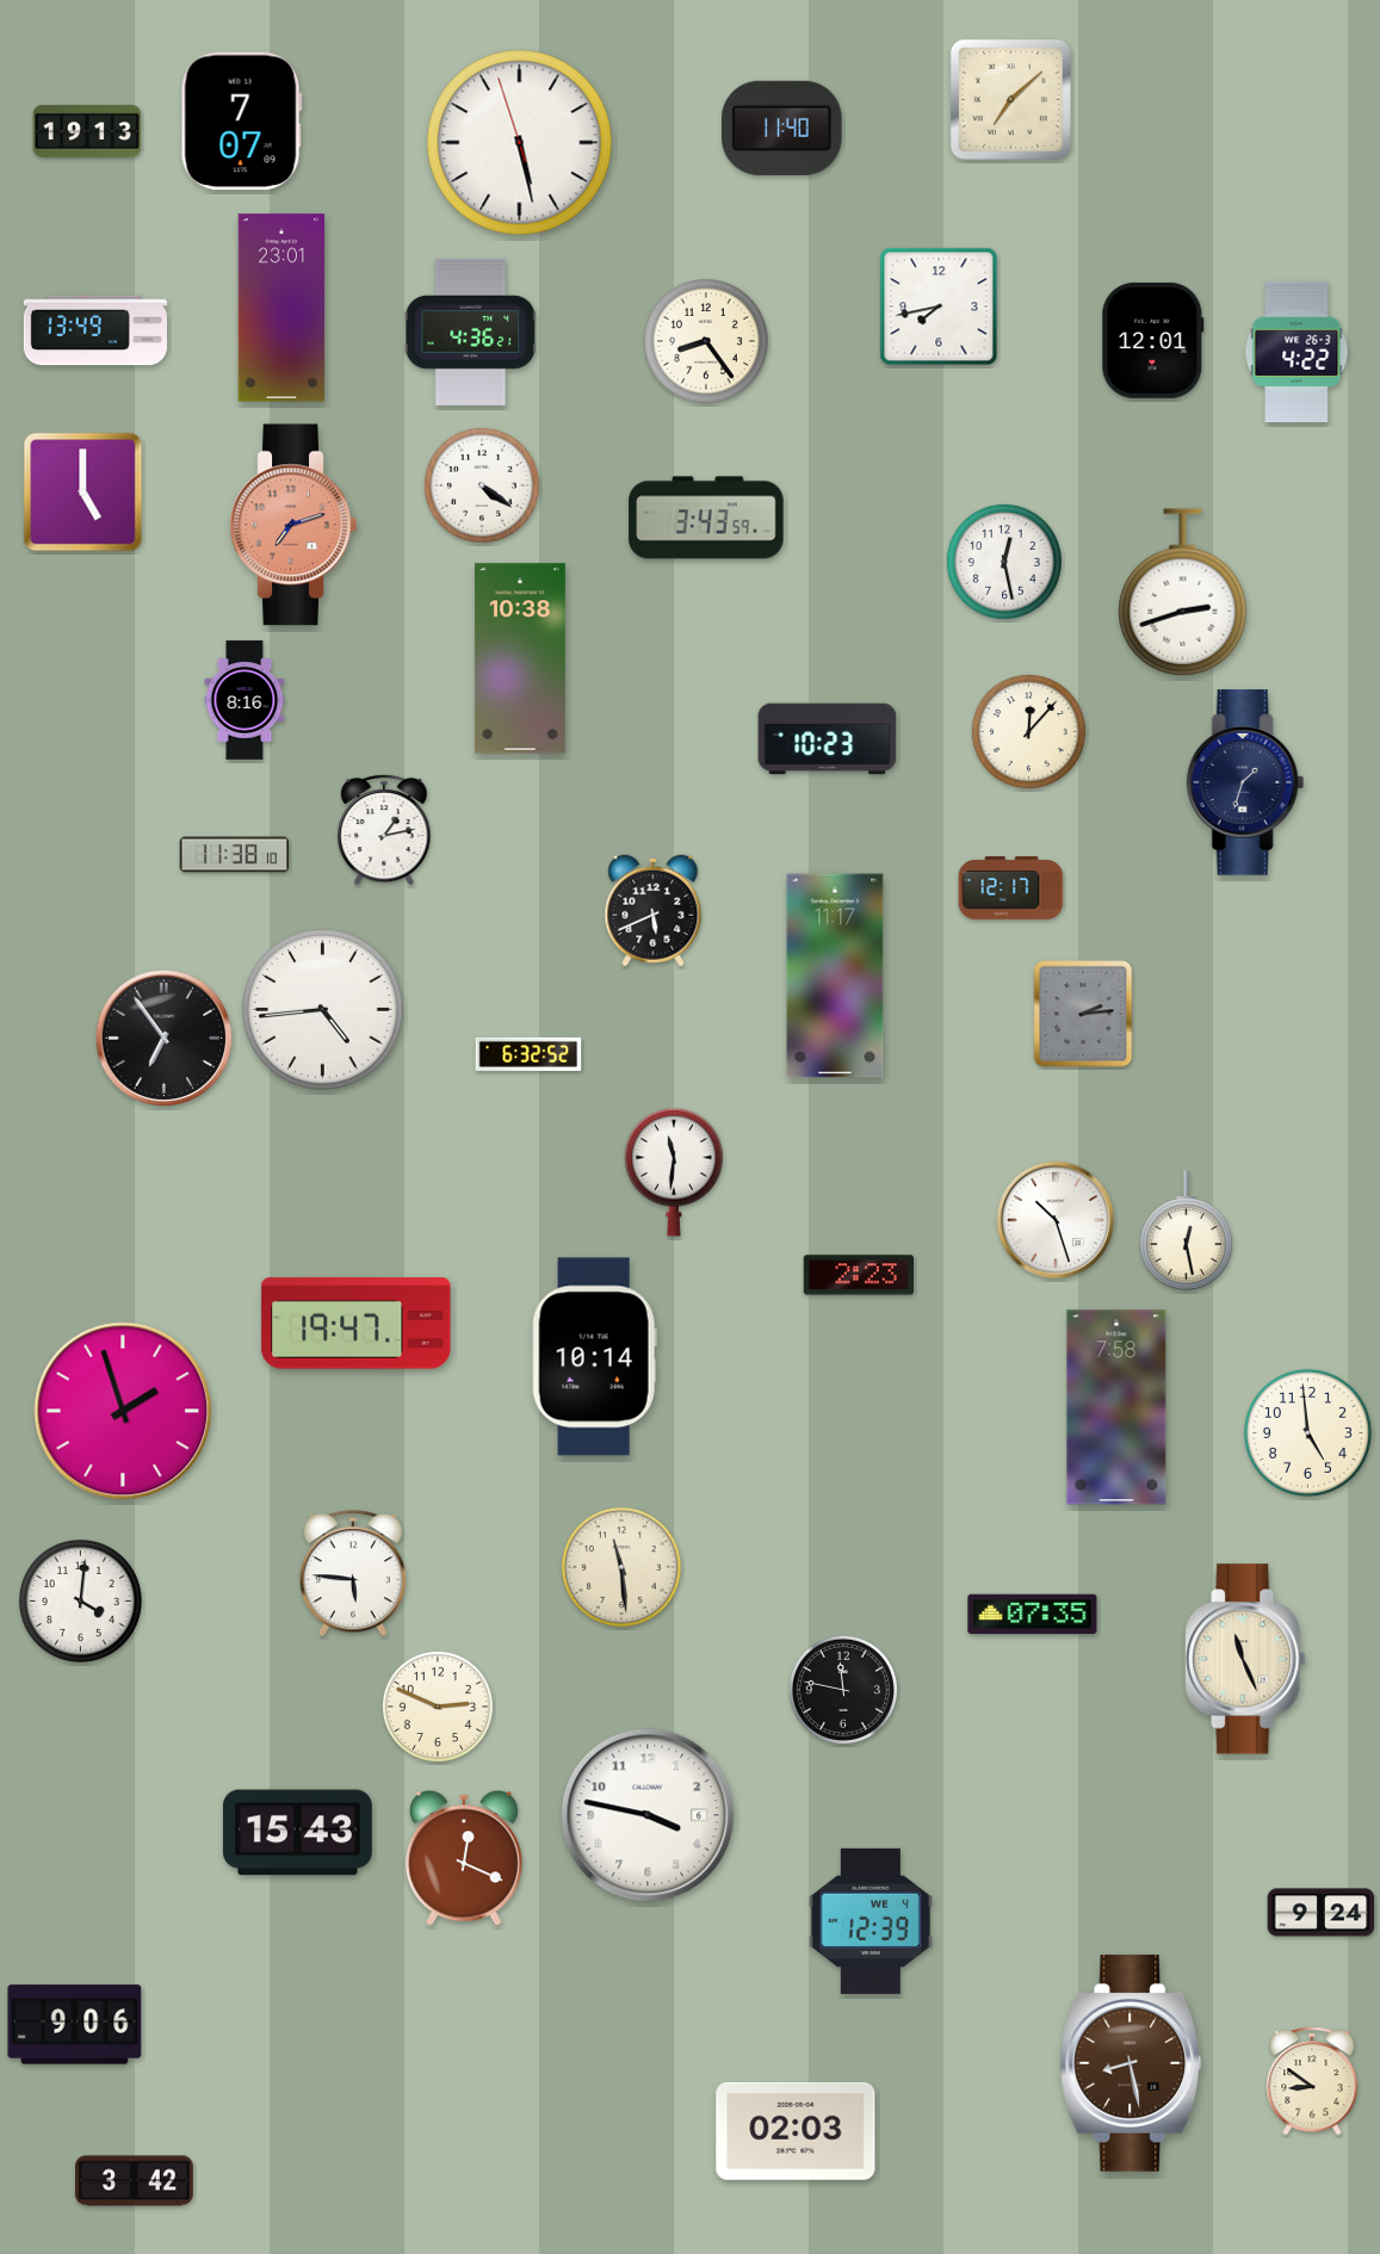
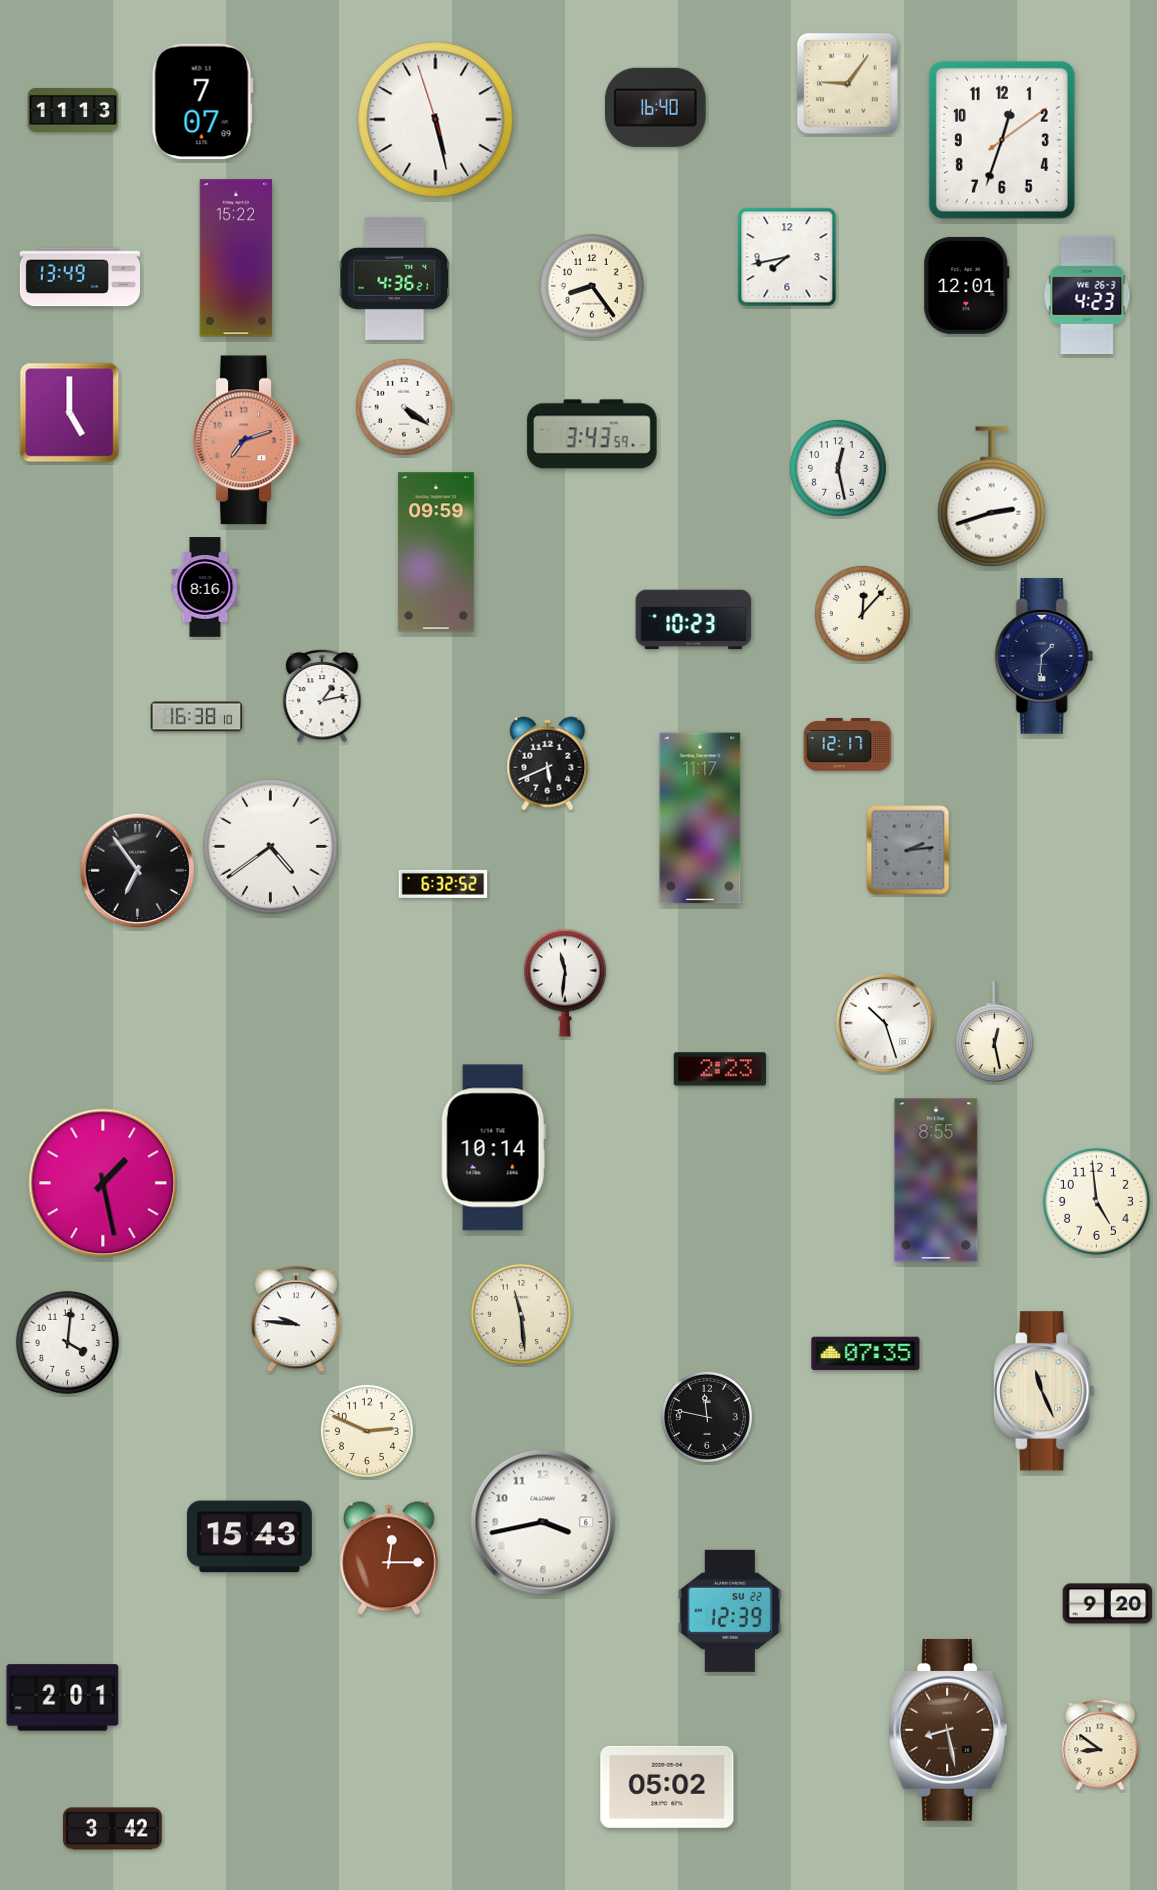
clock at (1010, 99): 7:08 -> 9:06
clock at (782, 128): 11:40 -> 16:40
clock at (87, 131): 19:13 -> 11:13
clock at (1002, 140): none -> 12:33
clock at (281, 308): 23:01 -> 15:22
clock at (1297, 352): 4:22 -> 4:23
clock at (1004, 562) position: (1004, 562) -> (838, 468)
clock at (520, 658): 10:38 -> 09:59
clock at (1245, 782): 1:33 -> 1:31
clock at (235, 855): 11:38 -> 16:38
clock at (323, 1010): 4:44 -> 4:39
clock at (357, 1324): 19:47 -> none
clock at (594, 1357) position: (594, 1357) -> (493, 1148)
clock at (1116, 1407): 7:58 -> 8:55
clock at (123, 1411): 1:57 -> 1:28
clock at (353, 1574): 5:46 -> 9:46
clock at (648, 1815): 3:47 -> 3:43
clock at (464, 1858): 12:19 -> 12:15
clock at (1322, 1913): 9:24 -> 9:20
clock at (871, 1921) date: WE 4 -> SU 22
clock at (75, 2025): 9:06 -> 2:01
clock at (796, 2131): 02:03 -> 05:02
